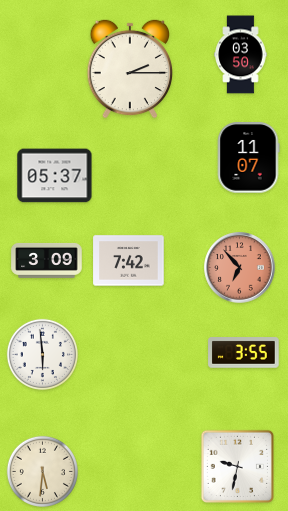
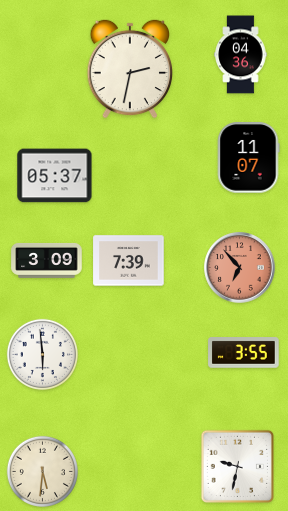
clock at (241, 55): 03:50 -> 04:36
clock at (130, 69): 2:15 -> 2:32
clock at (129, 261): 7:42 -> 7:39
